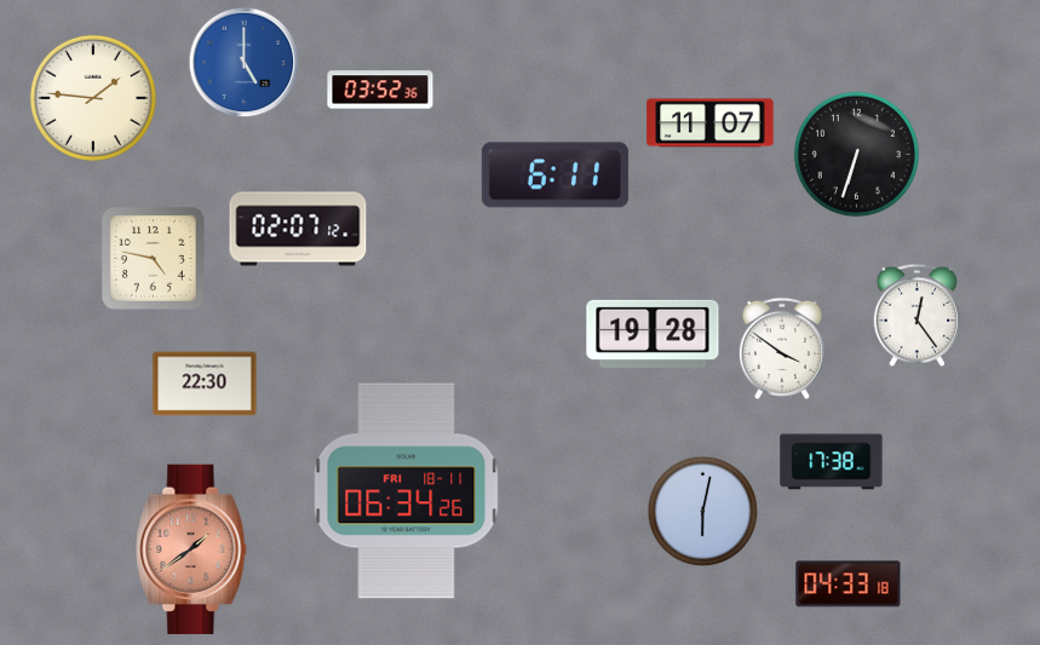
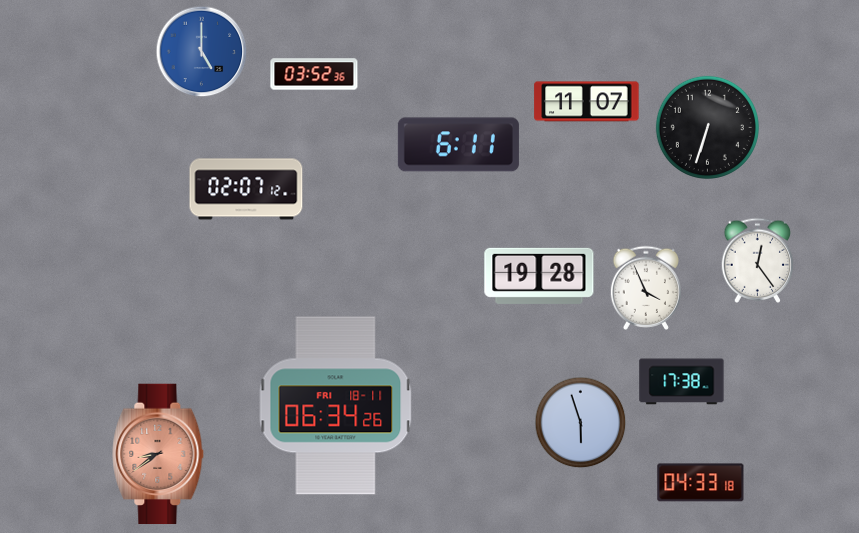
clock at (93, 98): 1:46 -> none
clock at (154, 258): 4:47 -> none
clock at (781, 349): 3:51 -> 3:56
clock at (205, 384): 22:30 -> none
clock at (832, 462) position: (832, 462) -> (682, 382)
clock at (703, 512): 6:02 -> 5:57
clock at (191, 549): 1:39 -> 8:39
